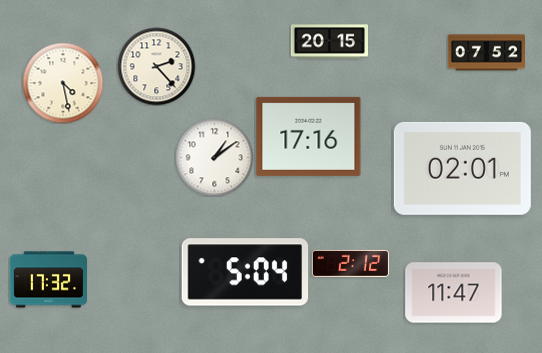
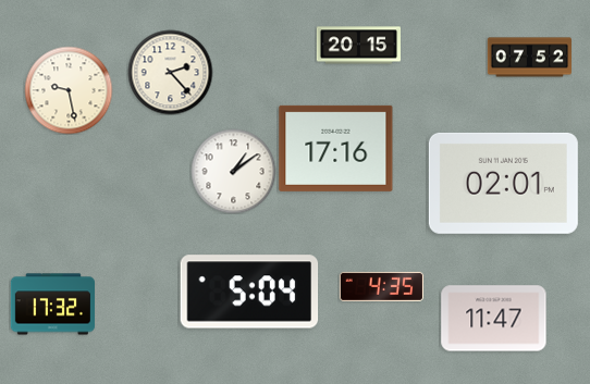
clock at (63, 83): 4:28 -> 9:28
clock at (350, 263): 2:12 -> 4:35
clock at (245, 272) position: (245, 272) -> (249, 292)
